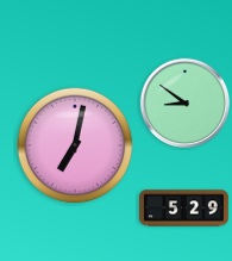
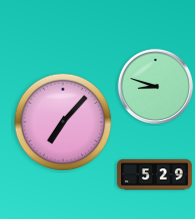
clock at (184, 102): 8:51 -> 8:48
clock at (75, 145): 7:02 -> 7:07
